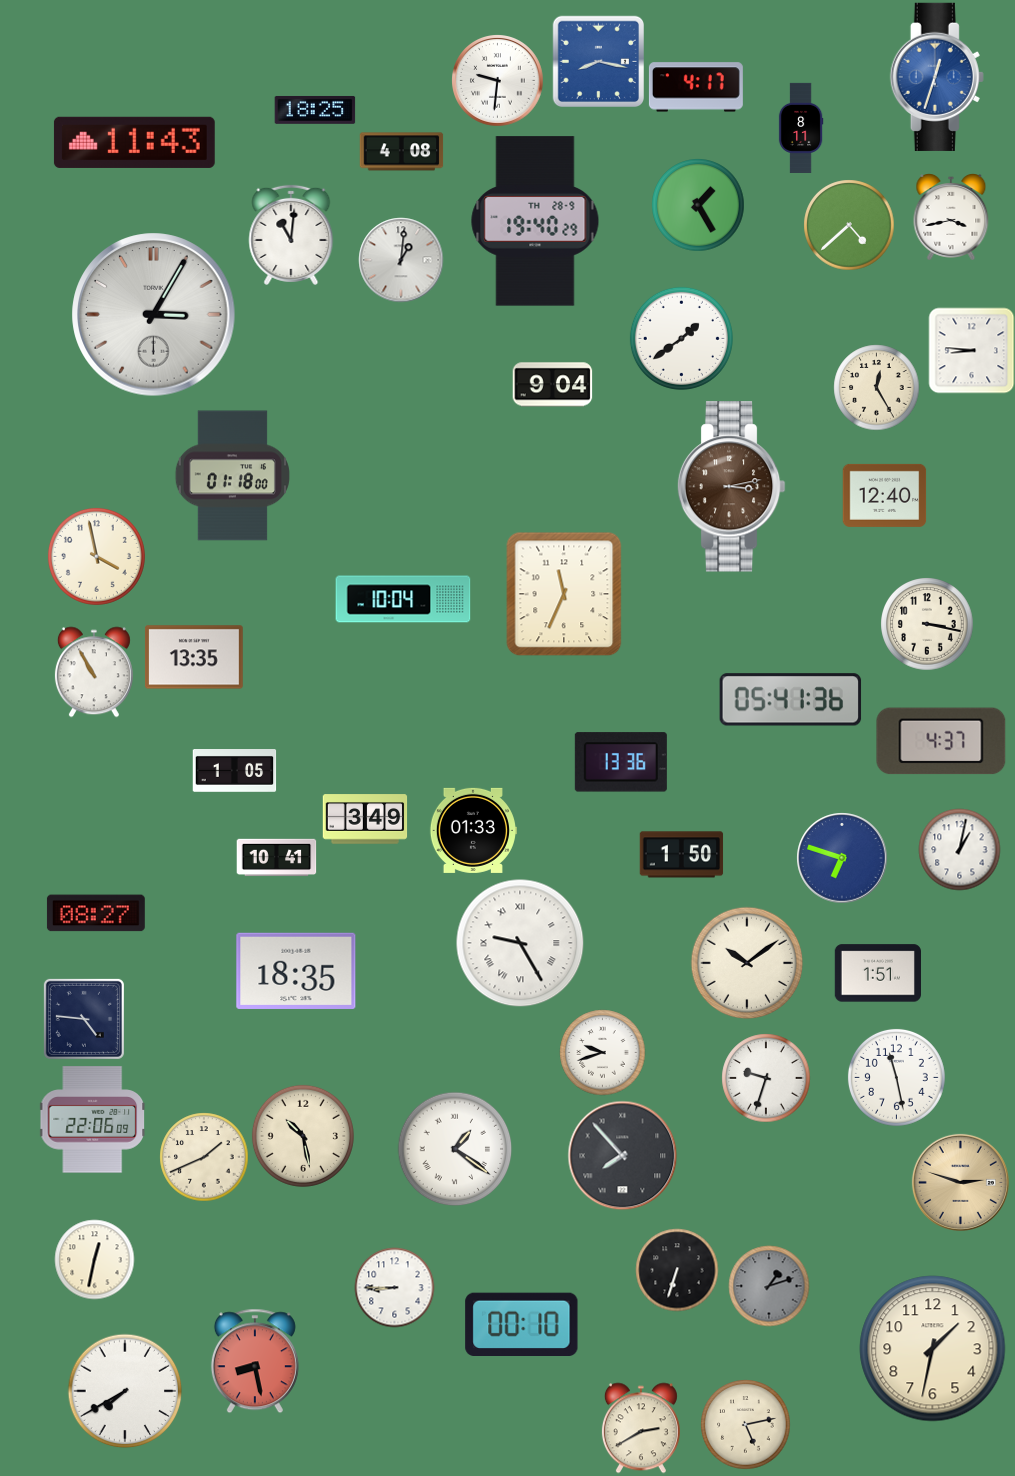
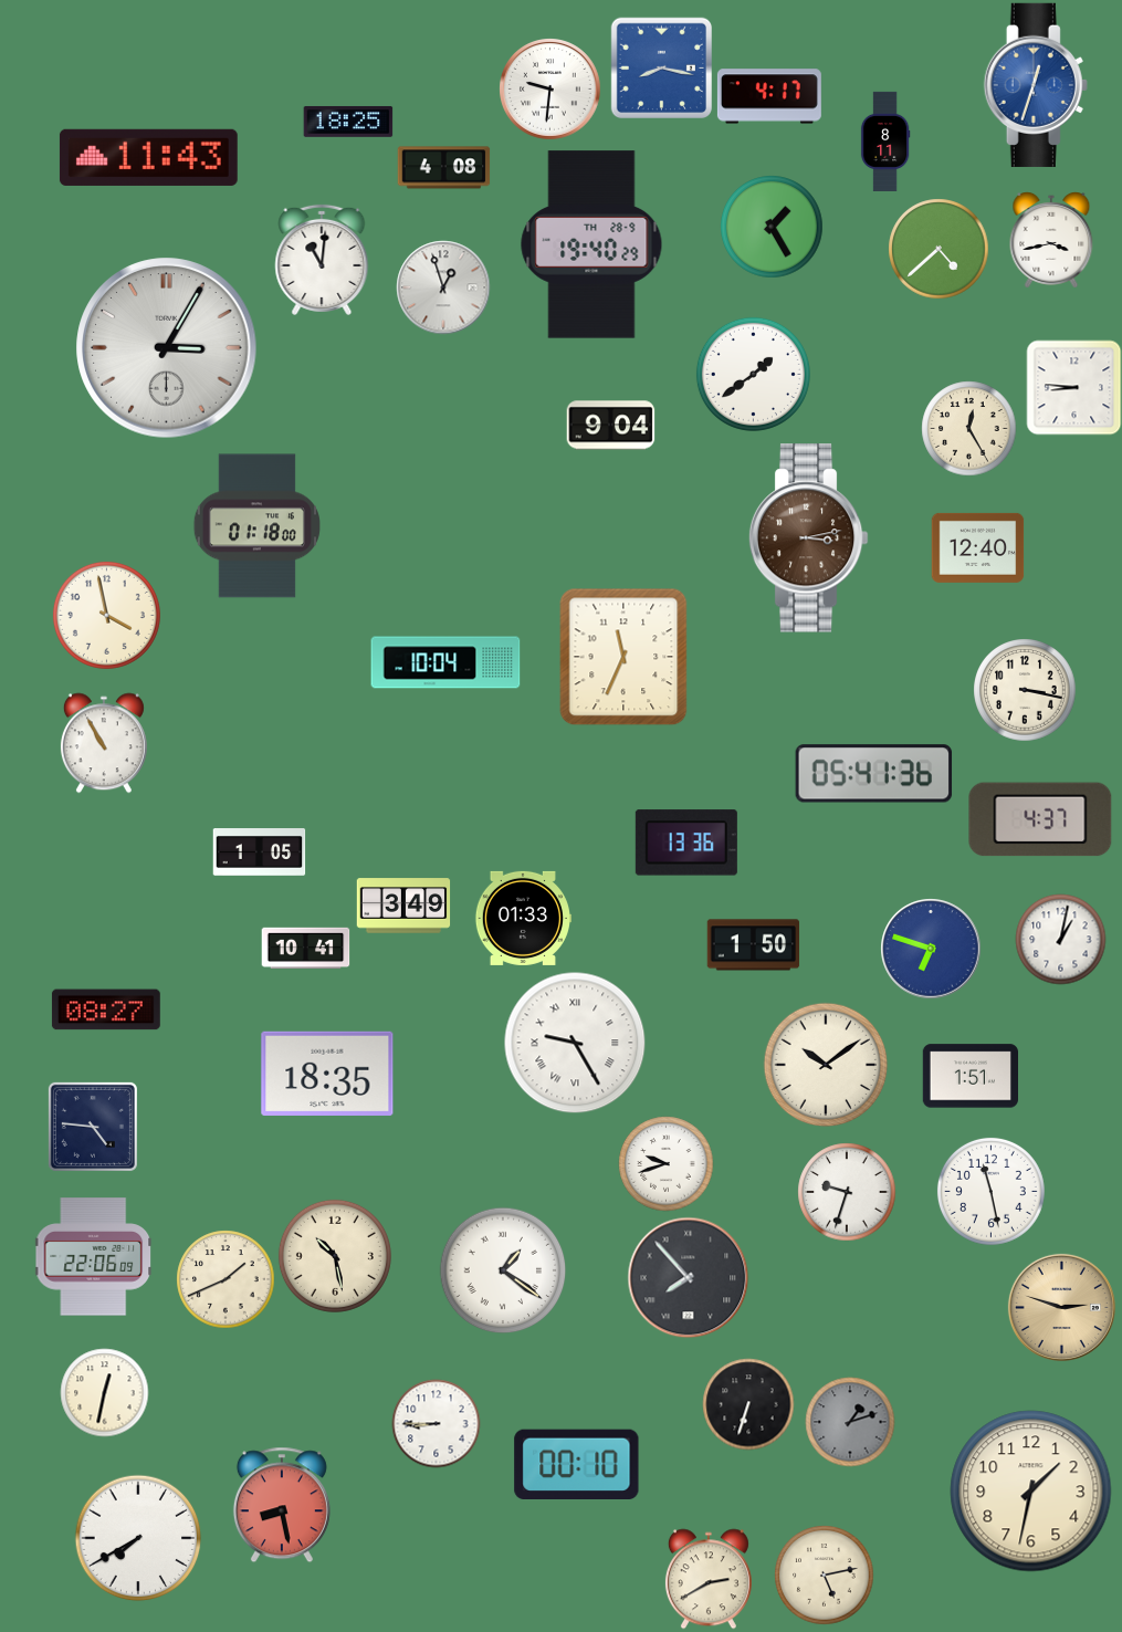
clock at (401, 260): 1:01 -> 12:57
clock at (154, 315) position: (154, 315) -> (167, 348)
clock at (194, 657): 13:35 -> none
clock at (93, 1120) position: (93, 1120) -> (94, 1257)
